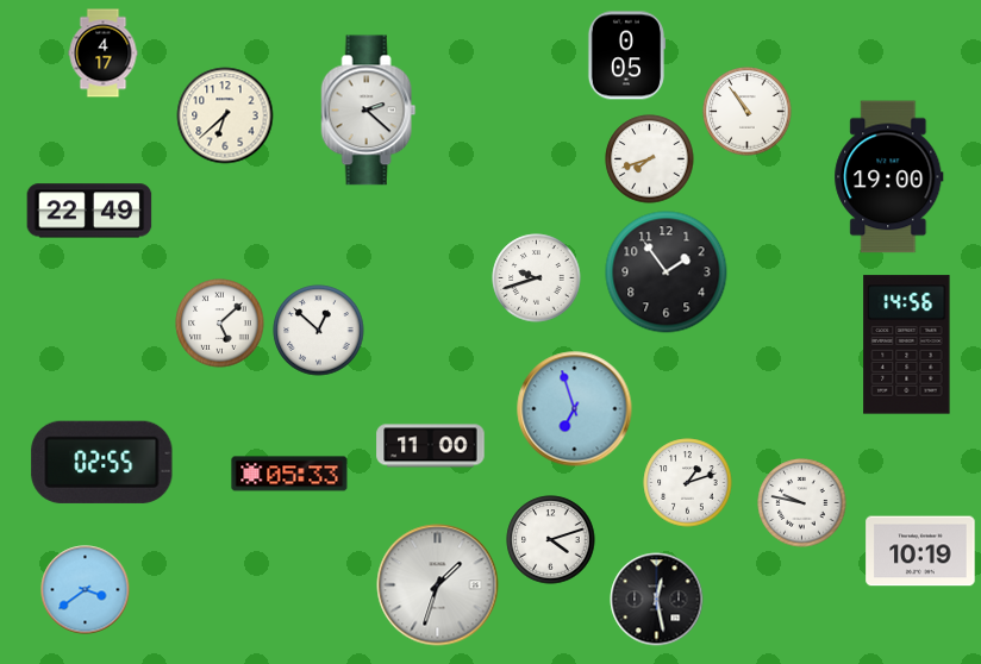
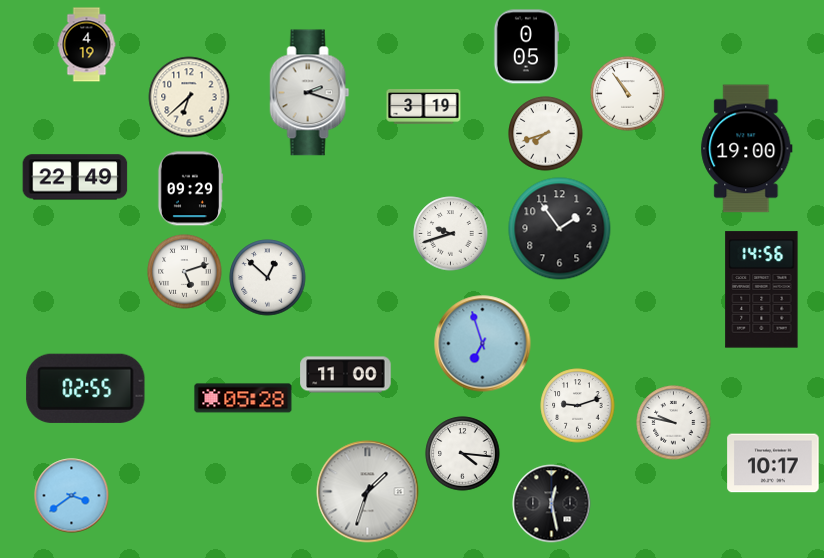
clock at (104, 54): 4:17 -> 4:19
clock at (369, 111): 2:22 -> 2:18
clock at (424, 107): none -> 3:19
clock at (189, 189): none -> 09:29
clock at (220, 324): 5:08 -> 5:12
clock at (431, 446) position: (431, 446) -> (346, 375)
clock at (289, 474): 05:33 -> 05:28
clock at (688, 483): 1:12 -> 9:12
clock at (551, 540): 4:12 -> 4:16
clock at (920, 551): 10:19 -> 10:17
